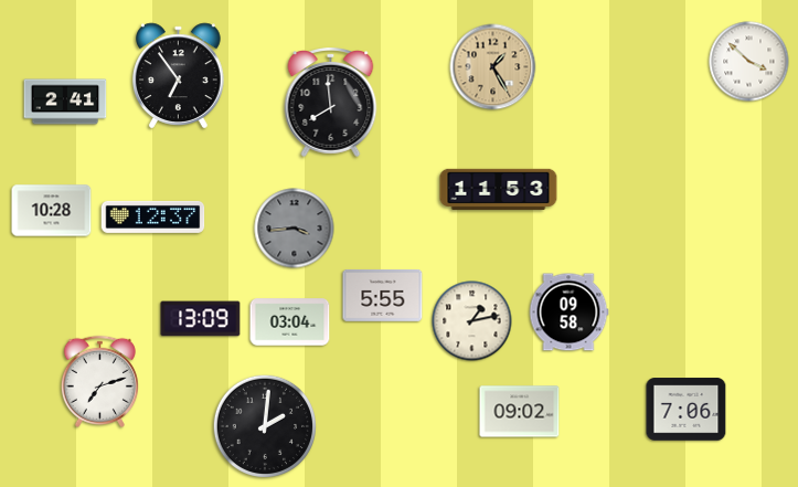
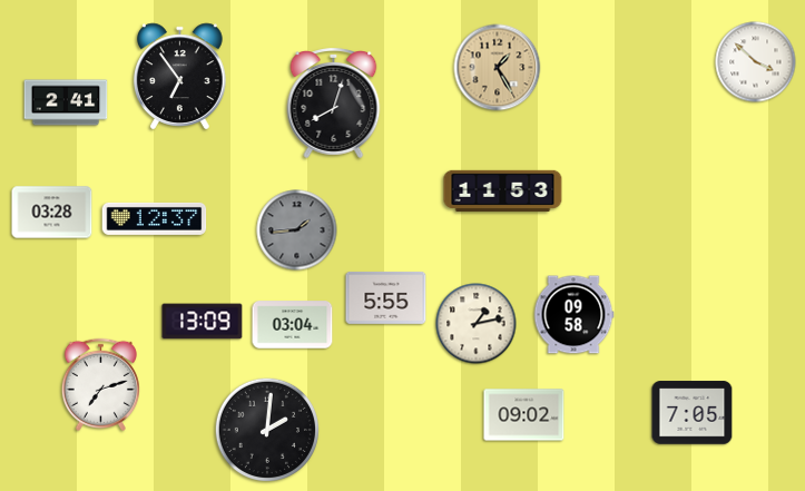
clock at (331, 102): 7:59 -> 8:03
clock at (52, 211): 10:28 -> 03:28
clock at (295, 229): 3:44 -> 1:44
clock at (687, 410): 7:06 -> 7:05
